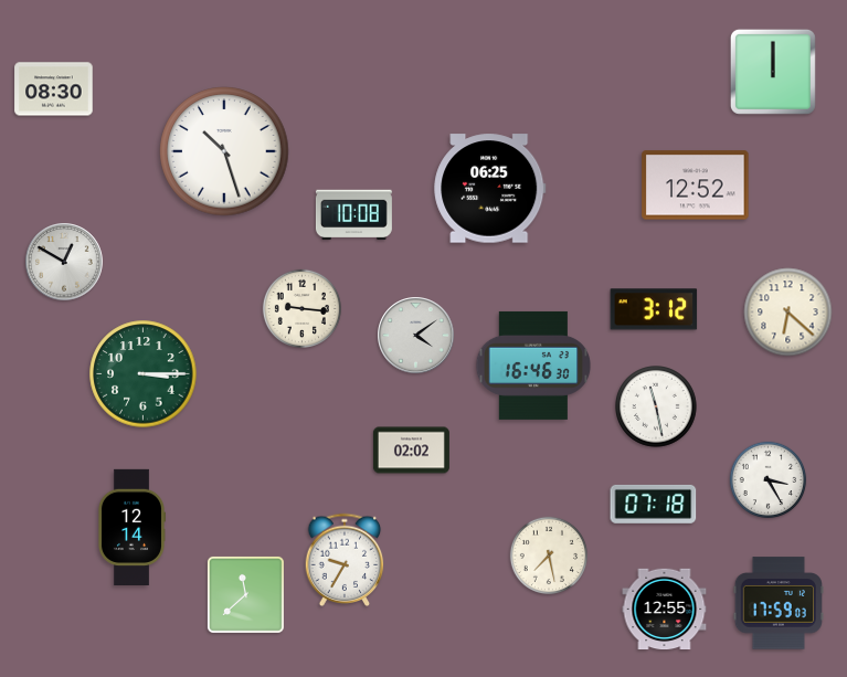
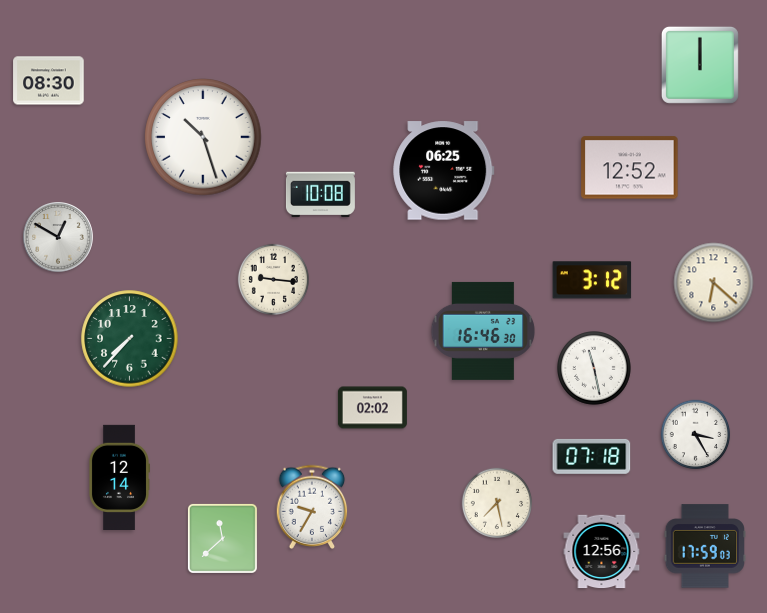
clock at (416, 336): 4:09 -> none
clock at (144, 374): 3:15 -> 7:37
clock at (665, 610): 12:55 -> 12:56
